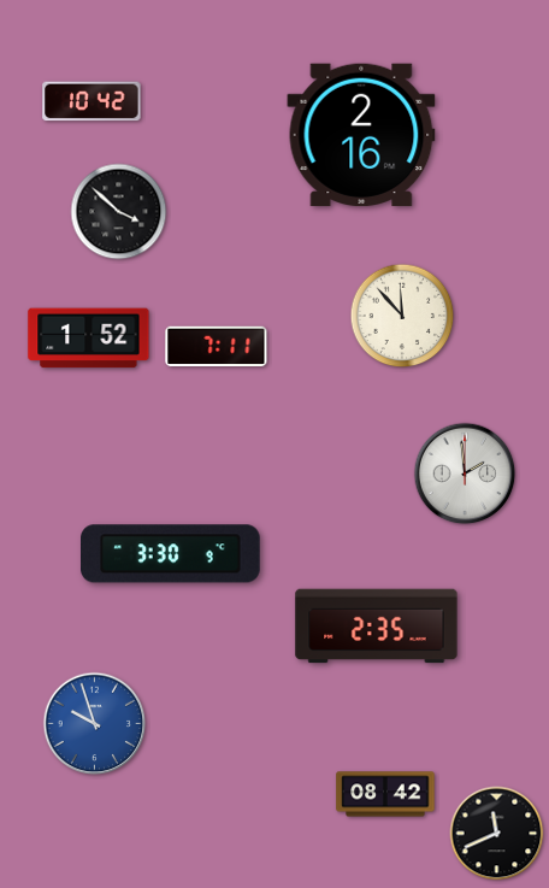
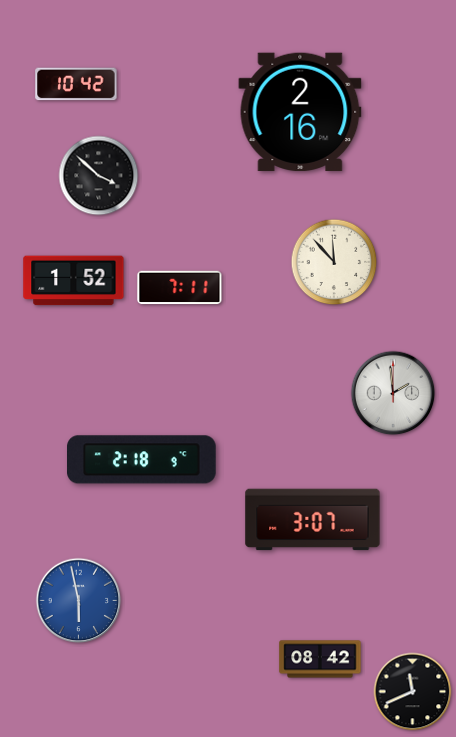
clock at (465, 474) position: (465, 474) -> (393, 393)
clock at (171, 554): 3:30 -> 2:18
clock at (377, 627): 2:35 -> 3:07
clock at (95, 724): 9:57 -> 5:58
